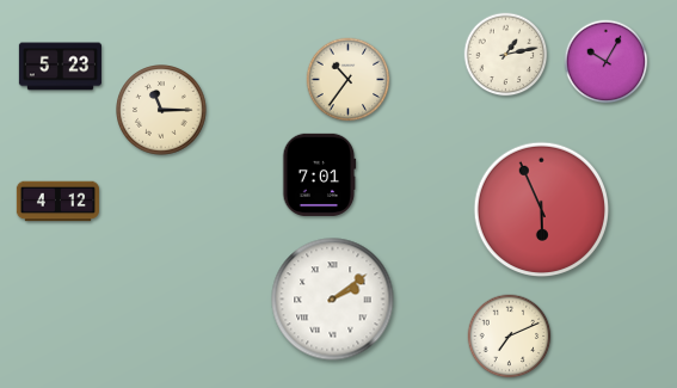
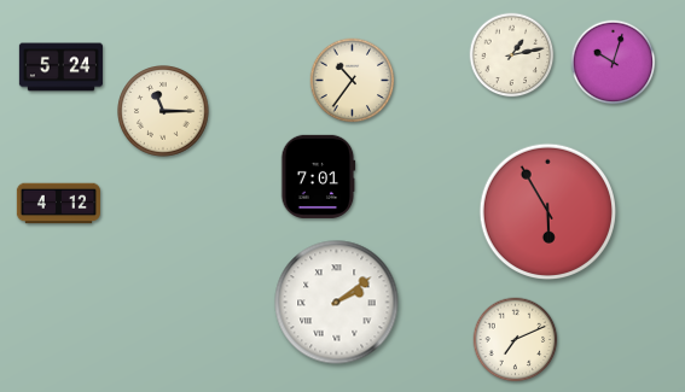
clock at (607, 62): 10:05 -> 10:03
clock at (60, 67): 5:23 -> 5:24
clock at (320, 174) position: (320, 174) -> (319, 176)
clock at (541, 209): 5:56 -> 5:55
